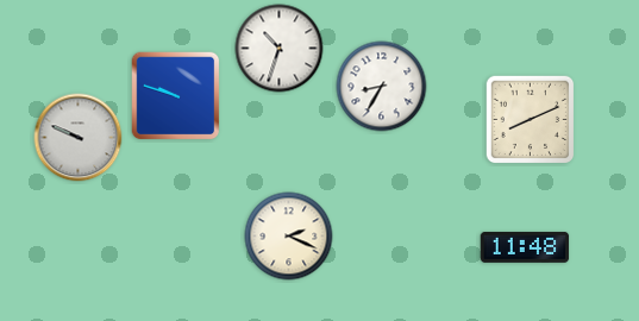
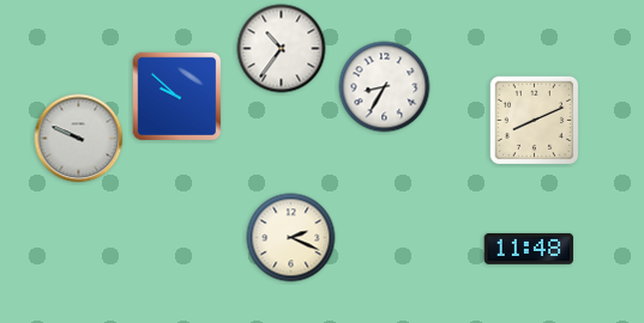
clock at (280, 49): 10:33 -> 10:36
clock at (176, 96): 9:48 -> 9:52
